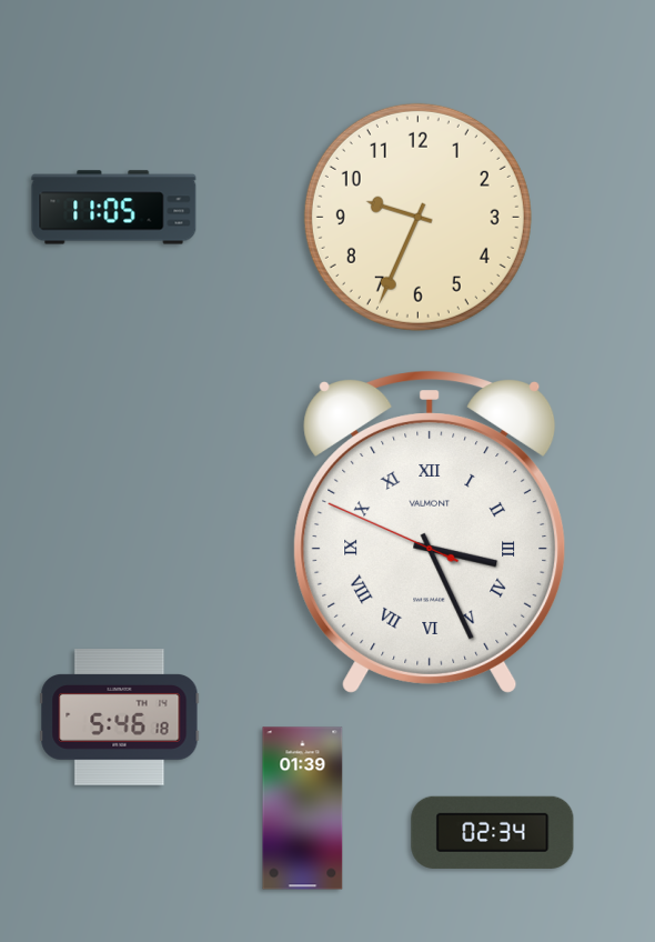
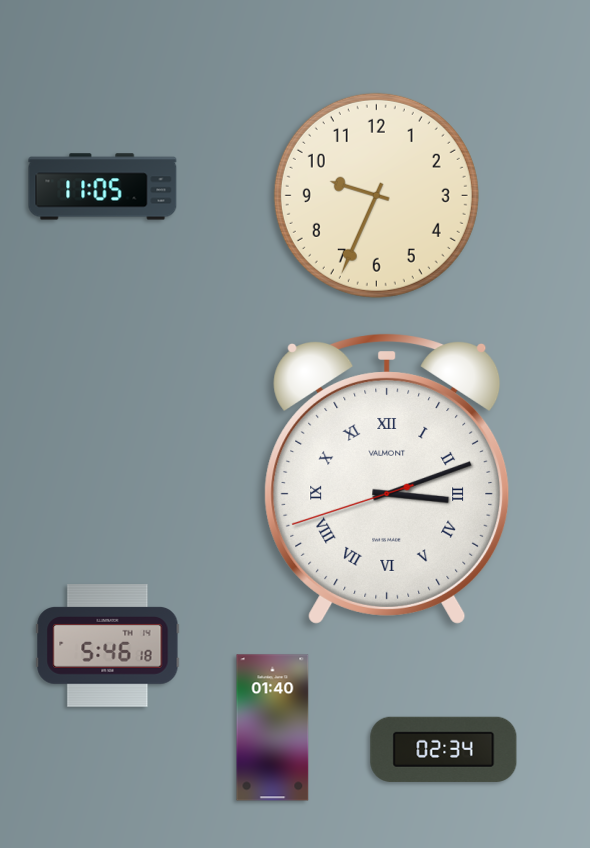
clock at (430, 532): 3:25 -> 3:11
clock at (303, 809): 01:39 -> 01:40
